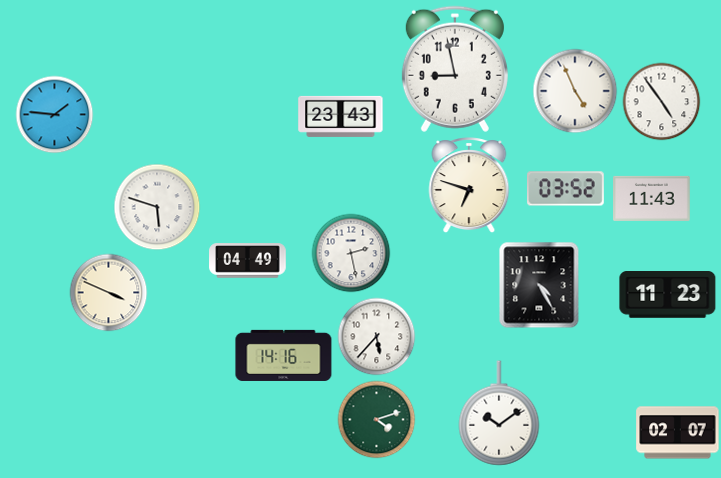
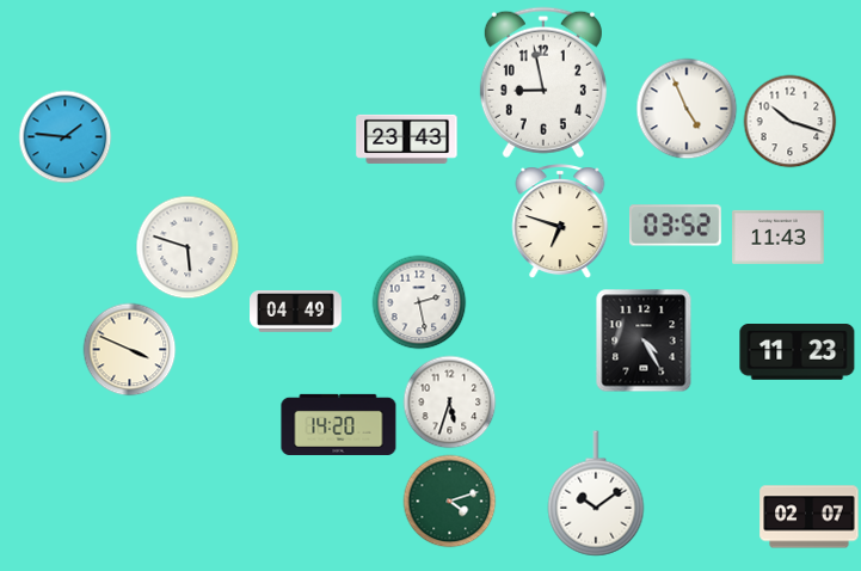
clock at (661, 101): 4:54 -> 10:18
clock at (376, 336): 5:37 -> 5:33
clock at (284, 355): 14:16 -> 14:20
